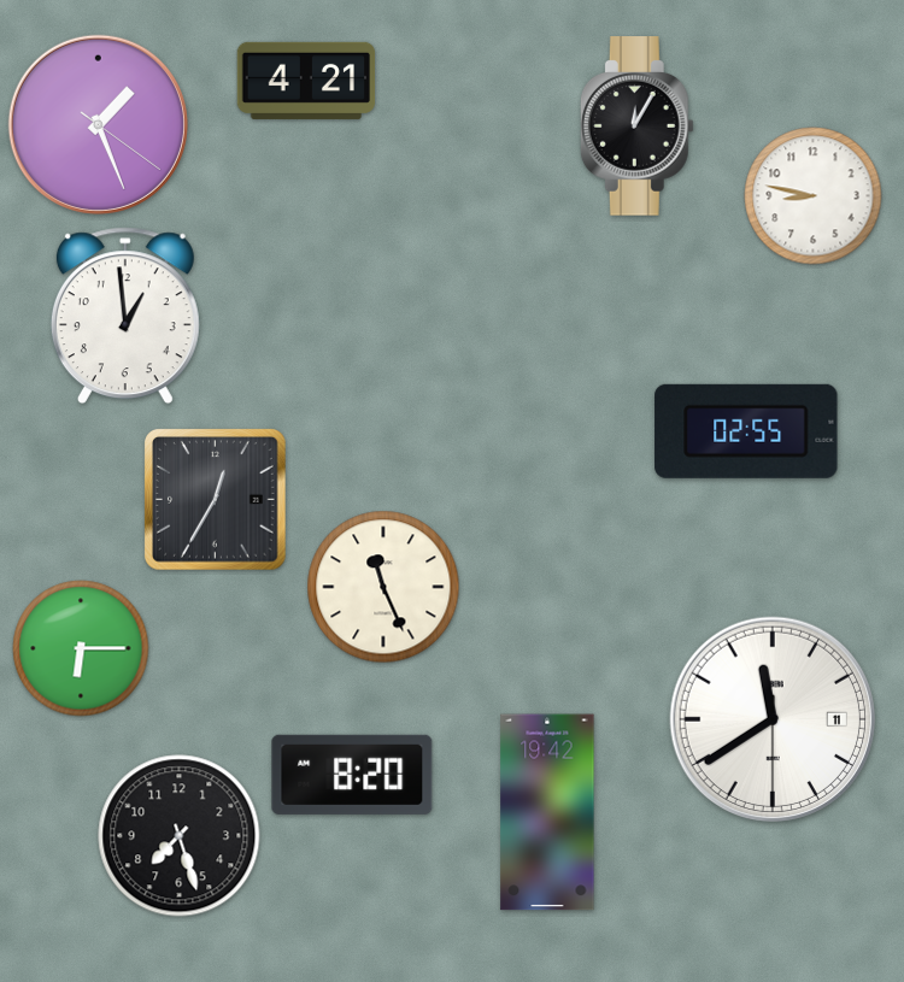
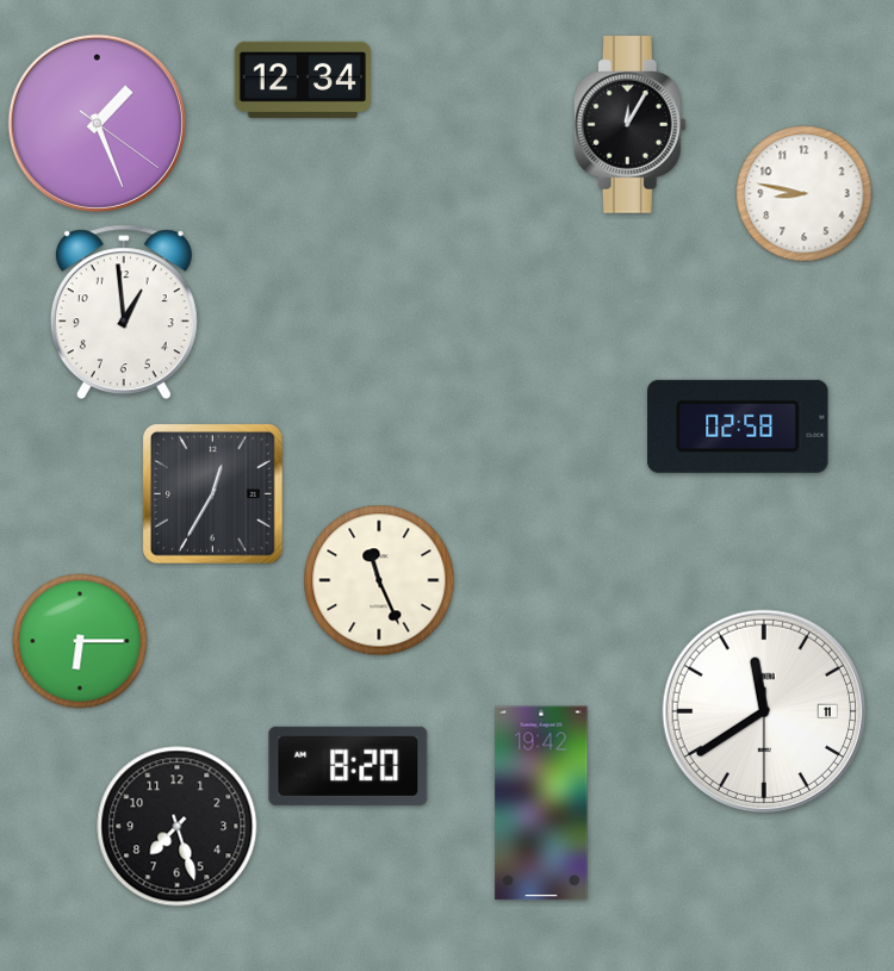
clock at (306, 81): 4:21 -> 12:34
clock at (746, 431): 02:55 -> 02:58
